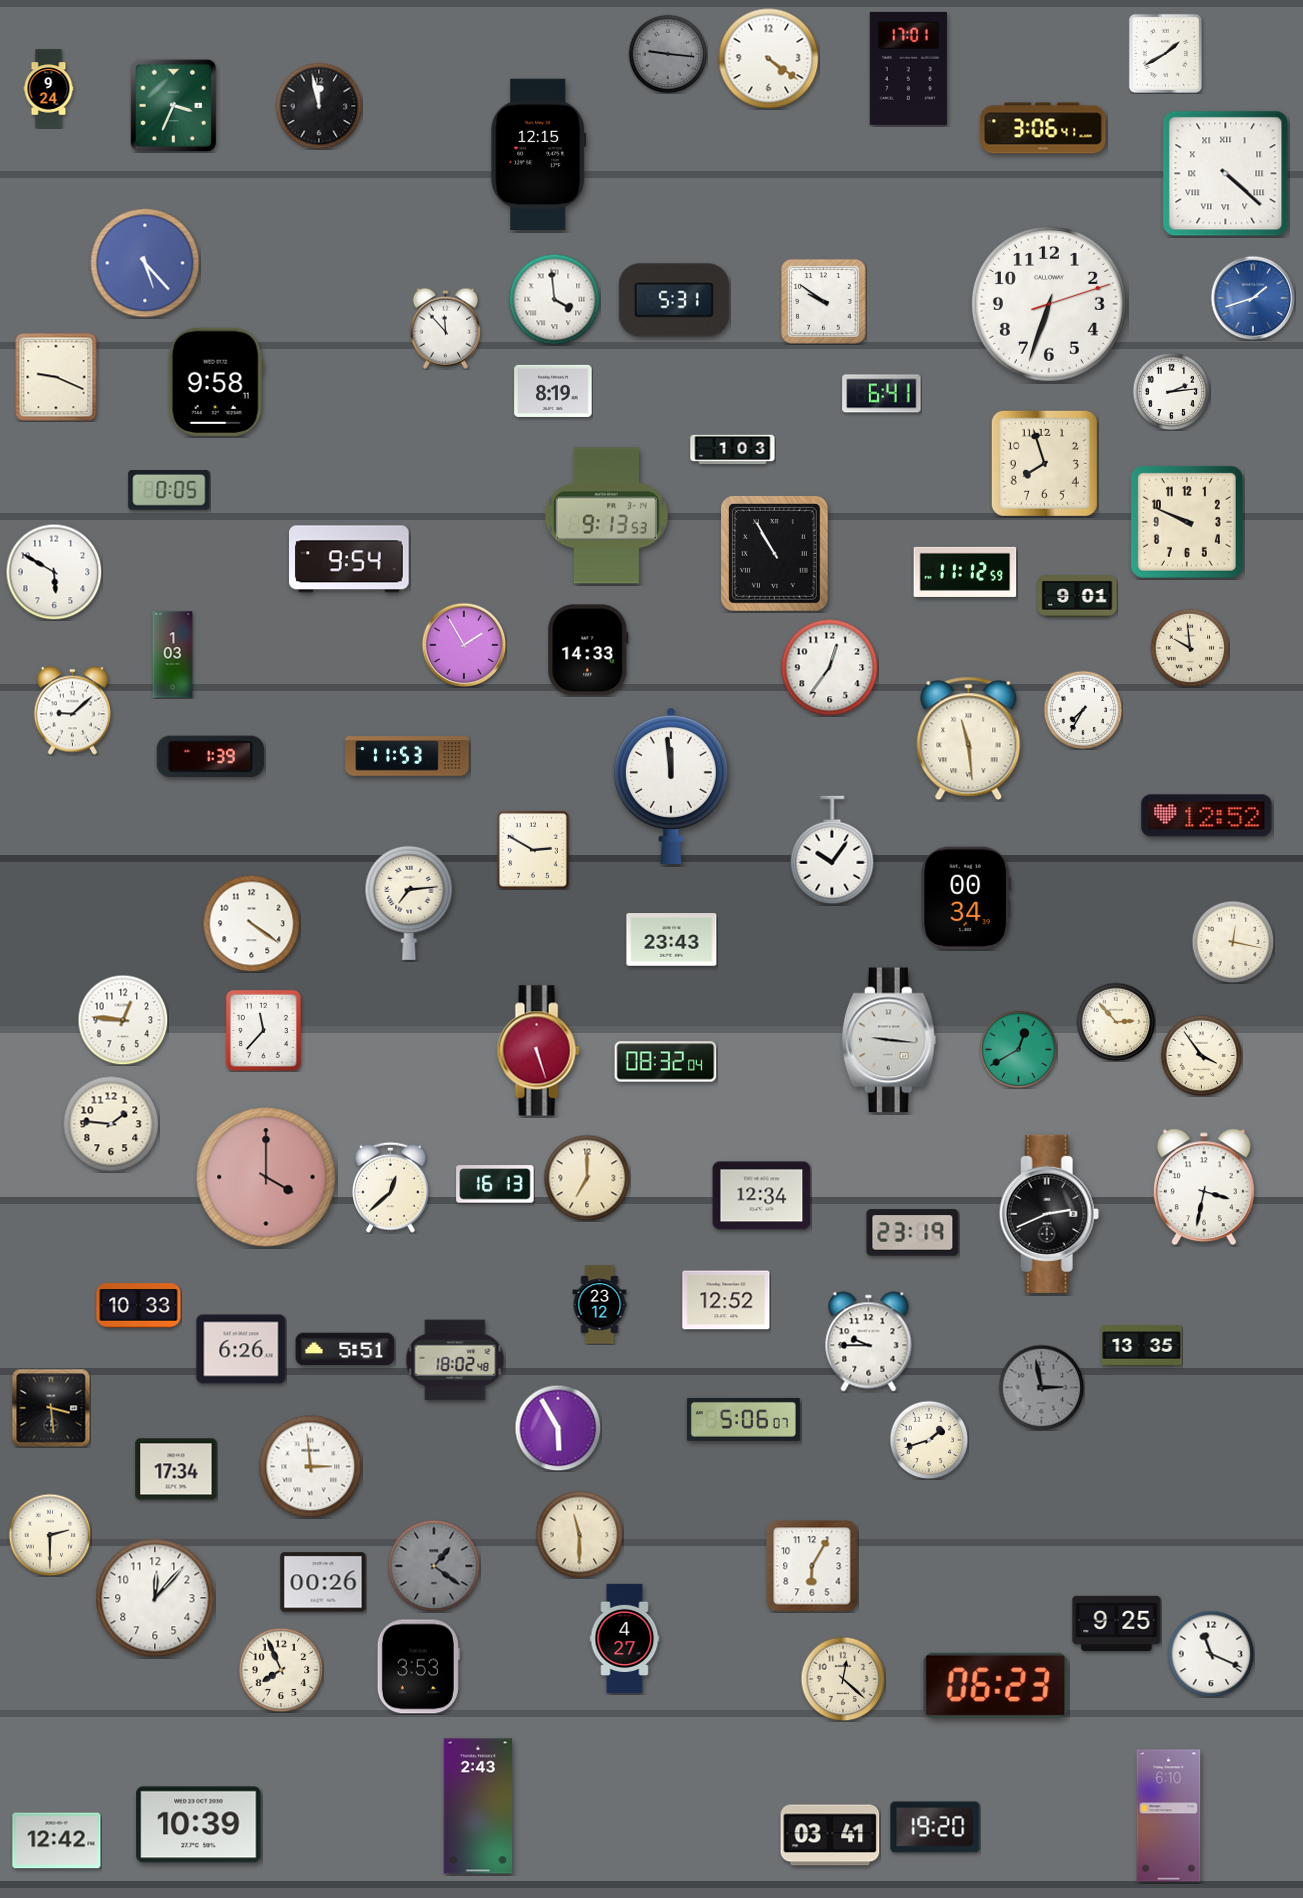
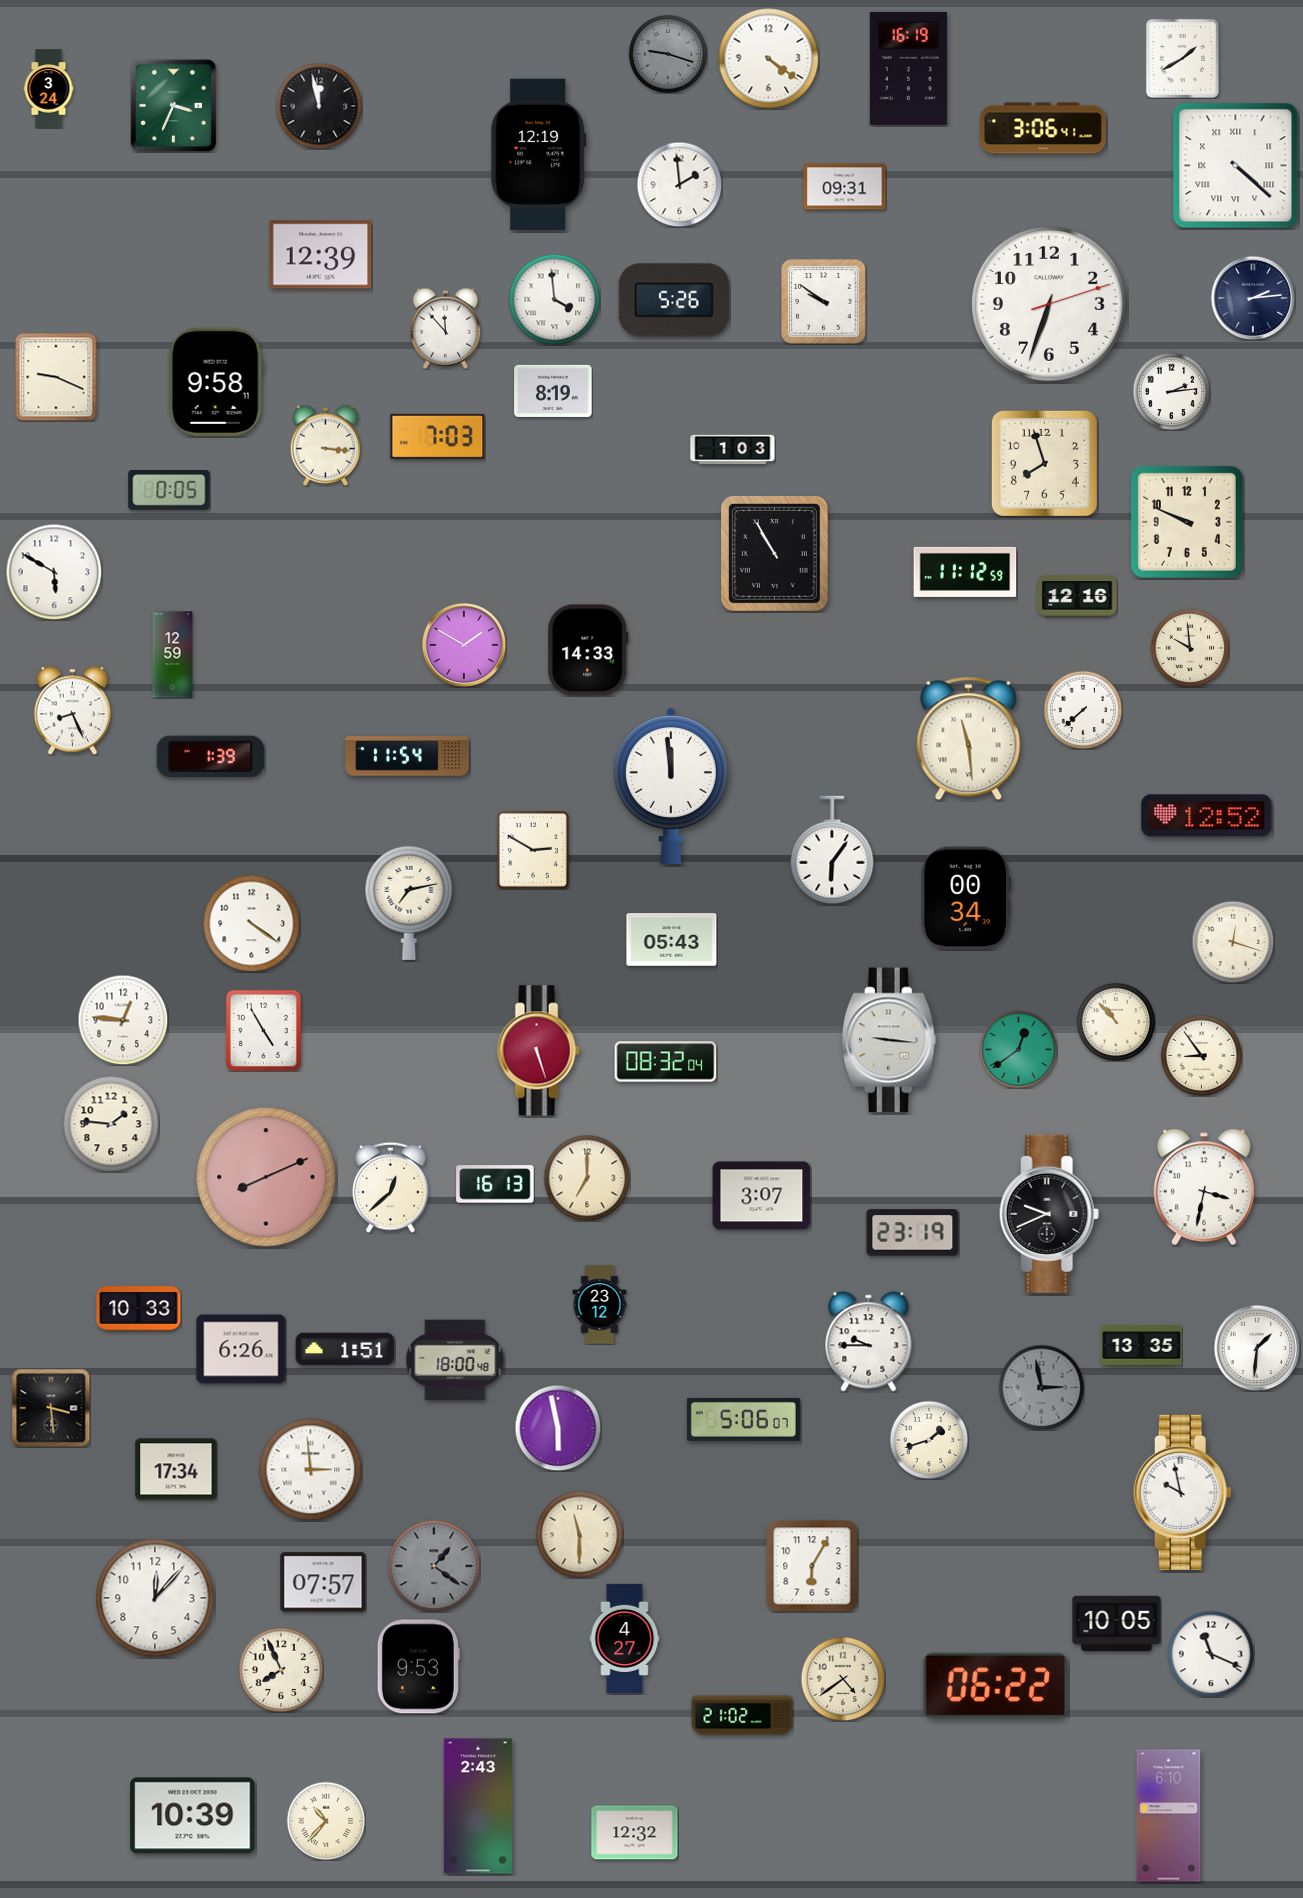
clock at (1165, 53) position: (1165, 53) -> (1182, 58)
clock at (668, 54): 9:16 -> 9:18
clock at (908, 68): 17:01 -> 16:19
clock at (49, 89): 9:24 -> 3:24
clock at (539, 154): 12:15 -> 12:19
clock at (1226, 174) position: (1226, 174) -> (1236, 166)
clock at (679, 184): none -> 1:59
clock at (845, 187): none -> 09:31
clock at (321, 255): none -> 12:39
clock at (145, 263): 5:23 -> none
clock at (1253, 298): 1:42 -> 2:14
clock at (1253, 298) dial: blue -> navy
clock at (674, 300): 5:31 -> 5:26
clock at (882, 394): 6:41 -> none
clock at (438, 436): none -> 7:03
clock at (325, 445): none -> 3:16
clock at (606, 516): 9:13 -> none
clock at (350, 559): 9:54 -> none
clock at (1077, 596): 9:01 -> 12:16
clock at (464, 645): 1:55 -> 1:50
clock at (173, 655): 1:03 -> 12:59
clock at (829, 667): 12:36 -> none
clock at (1083, 710): 7:35 -> 7:38
clock at (72, 711): 9:08 -> 8:26
clock at (407, 756): 11:53 -> 11:54
clock at (832, 850): 10:06 -> 6:06
clock at (409, 903): 7:14 -> 7:13
clock at (672, 940): 23:43 -> 05:43
clock at (1233, 942): 12:17 -> 12:18
clock at (1116, 1022): 2:53 -> 10:53
clock at (263, 1030): 11:37 -> 4:55
clock at (1018, 1049): 12:40 -> 12:39
clock at (1201, 1055): 3:54 -> 8:54
clock at (266, 1177): 4:00 -> 8:11
clock at (762, 1196): 12:34 -> 3:07
clock at (1049, 1214): 2:41 -> 9:41
clock at (726, 1300): 12:52 -> none
clock at (139, 1306) position: (139, 1306) -> (139, 1309)
clock at (1257, 1348): none -> 1:31
clock at (345, 1349): 5:51 -> 1:51
clock at (455, 1360): 18:02 -> 18:00
clock at (558, 1428): 5:55 -> 5:58
clock at (311, 1467) position: (311, 1467) -> (311, 1470)
clock at (1182, 1492): none -> 9:58
clock at (50, 1535): 2:30 -> none
clock at (323, 1582): 00:26 -> 07:57
clock at (1117, 1624): 9:25 -> 10:05
clock at (418, 1667): 3:53 -> 9:53
clock at (843, 1679): 12:22 -> 4:39
clock at (996, 1685): 06:23 -> 06:22
clock at (742, 1715): none -> 21:02
clock at (326, 1821): none -> 10:37
clock at (199, 1825) position: (199, 1825) -> (193, 1816)
clock at (935, 1827): 19:20 -> none
clock at (635, 1833): none -> 12:32
clock at (830, 1835): 03:41 -> none
clock at (57, 1841): 12:42 -> none
